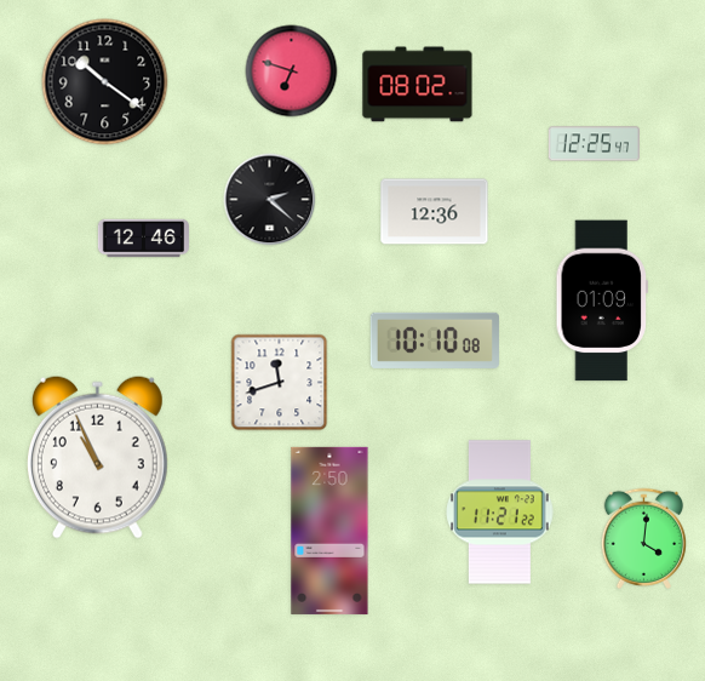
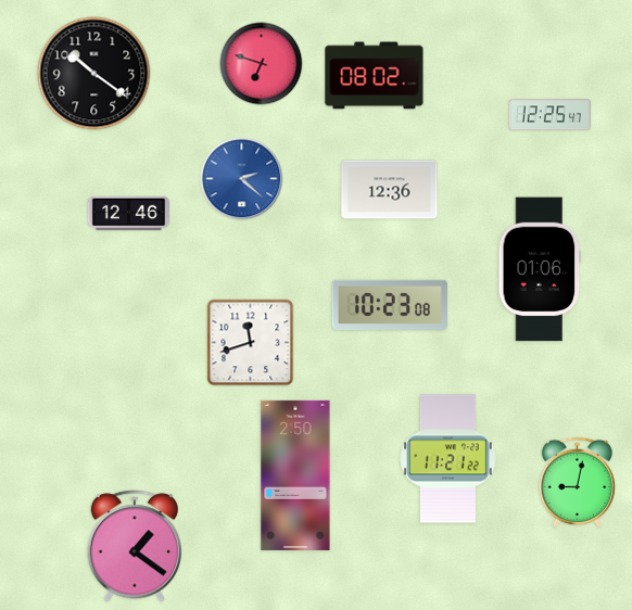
clock at (594, 144) position: (594, 144) -> (549, 115)
clock at (270, 200) dial: black -> blue
clock at (601, 301): 01:09 -> 01:06
clock at (435, 340): 10:10 -> 10:23
clock at (97, 457): 10:56 -> none
clock at (643, 538): 4:01 -> 9:02
clock at (135, 546): none -> 1:21
